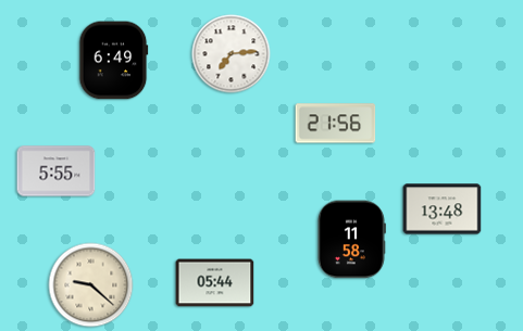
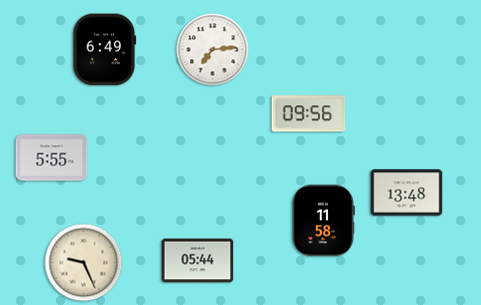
clock at (114, 61) position: (114, 61) -> (105, 50)
clock at (336, 124): 21:56 -> 09:56
clock at (91, 285): 9:22 -> 9:26
